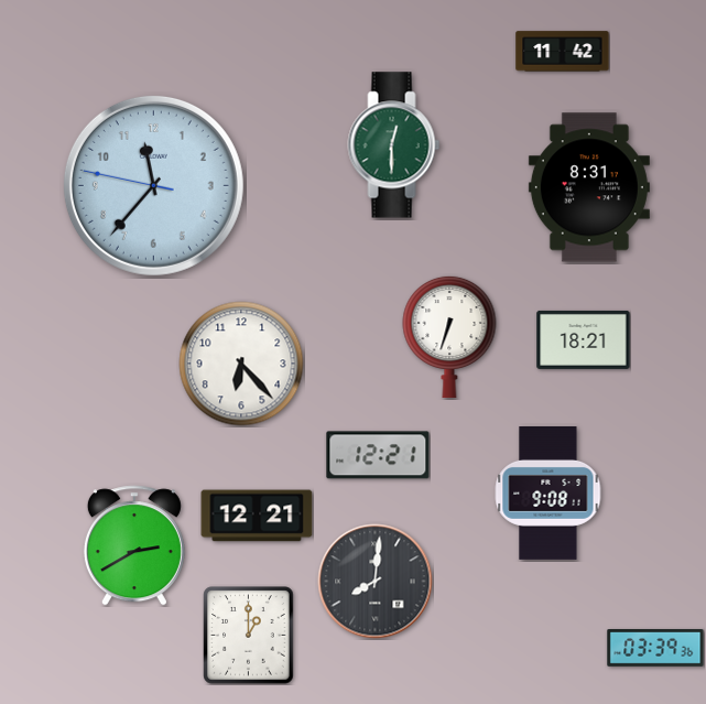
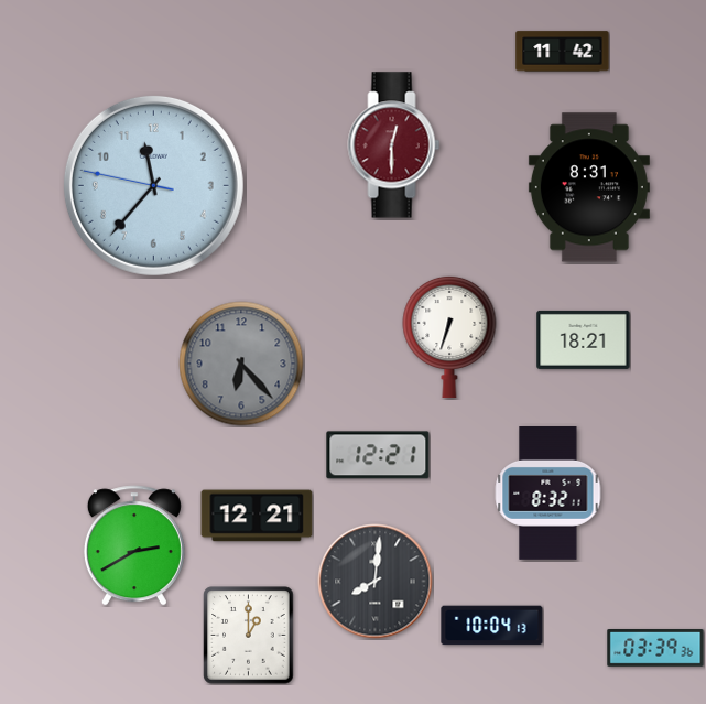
clock at (394, 145) dial: green -> burgundy
clock at (241, 364) dial: white -> grey
clock at (548, 494): 9:08 -> 8:32
clock at (492, 626): none -> 10:04
